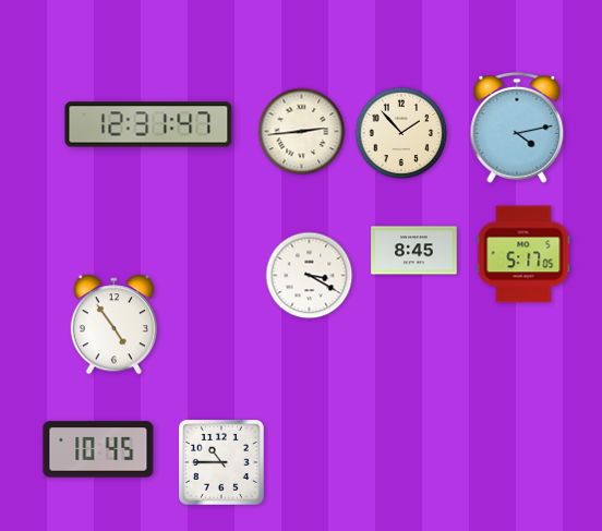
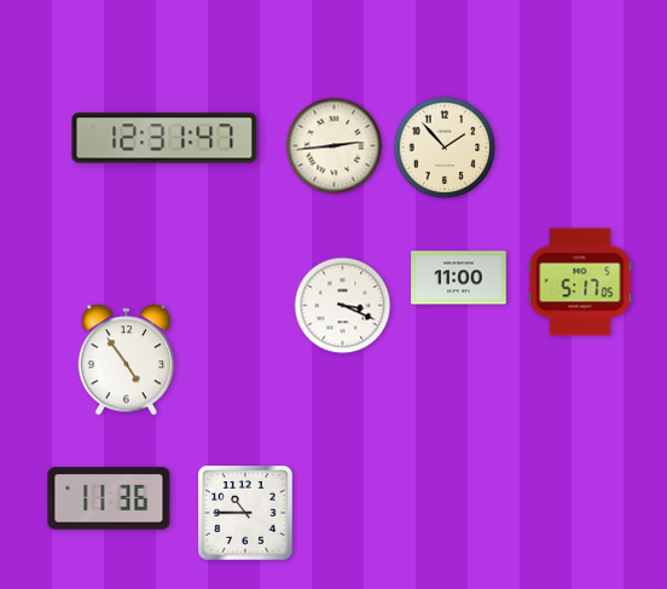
clock at (517, 128): 4:13 -> none
clock at (414, 251): 8:45 -> 11:00
clock at (310, 276): 3:20 -> 3:19
clock at (98, 449): 10:45 -> 11:36
